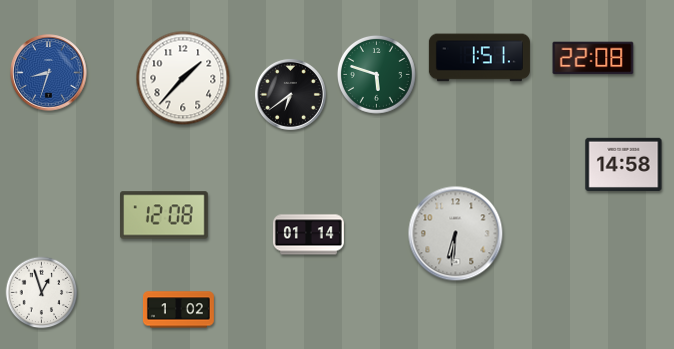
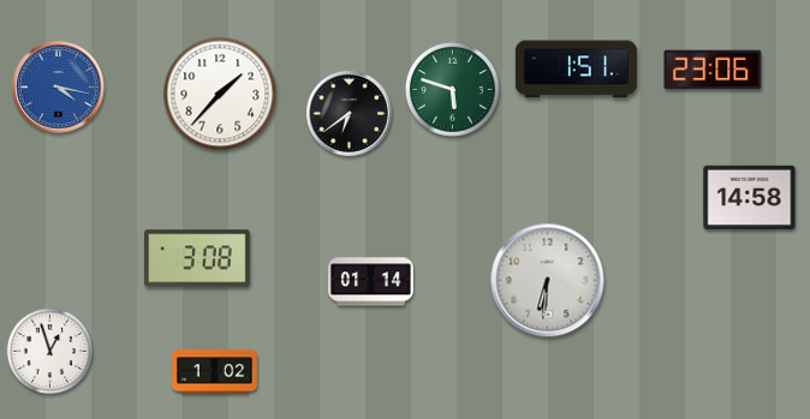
clock at (593, 58): 22:08 -> 23:06
clock at (49, 73): 8:33 -> 4:17
clock at (165, 215): 12:08 -> 3:08
